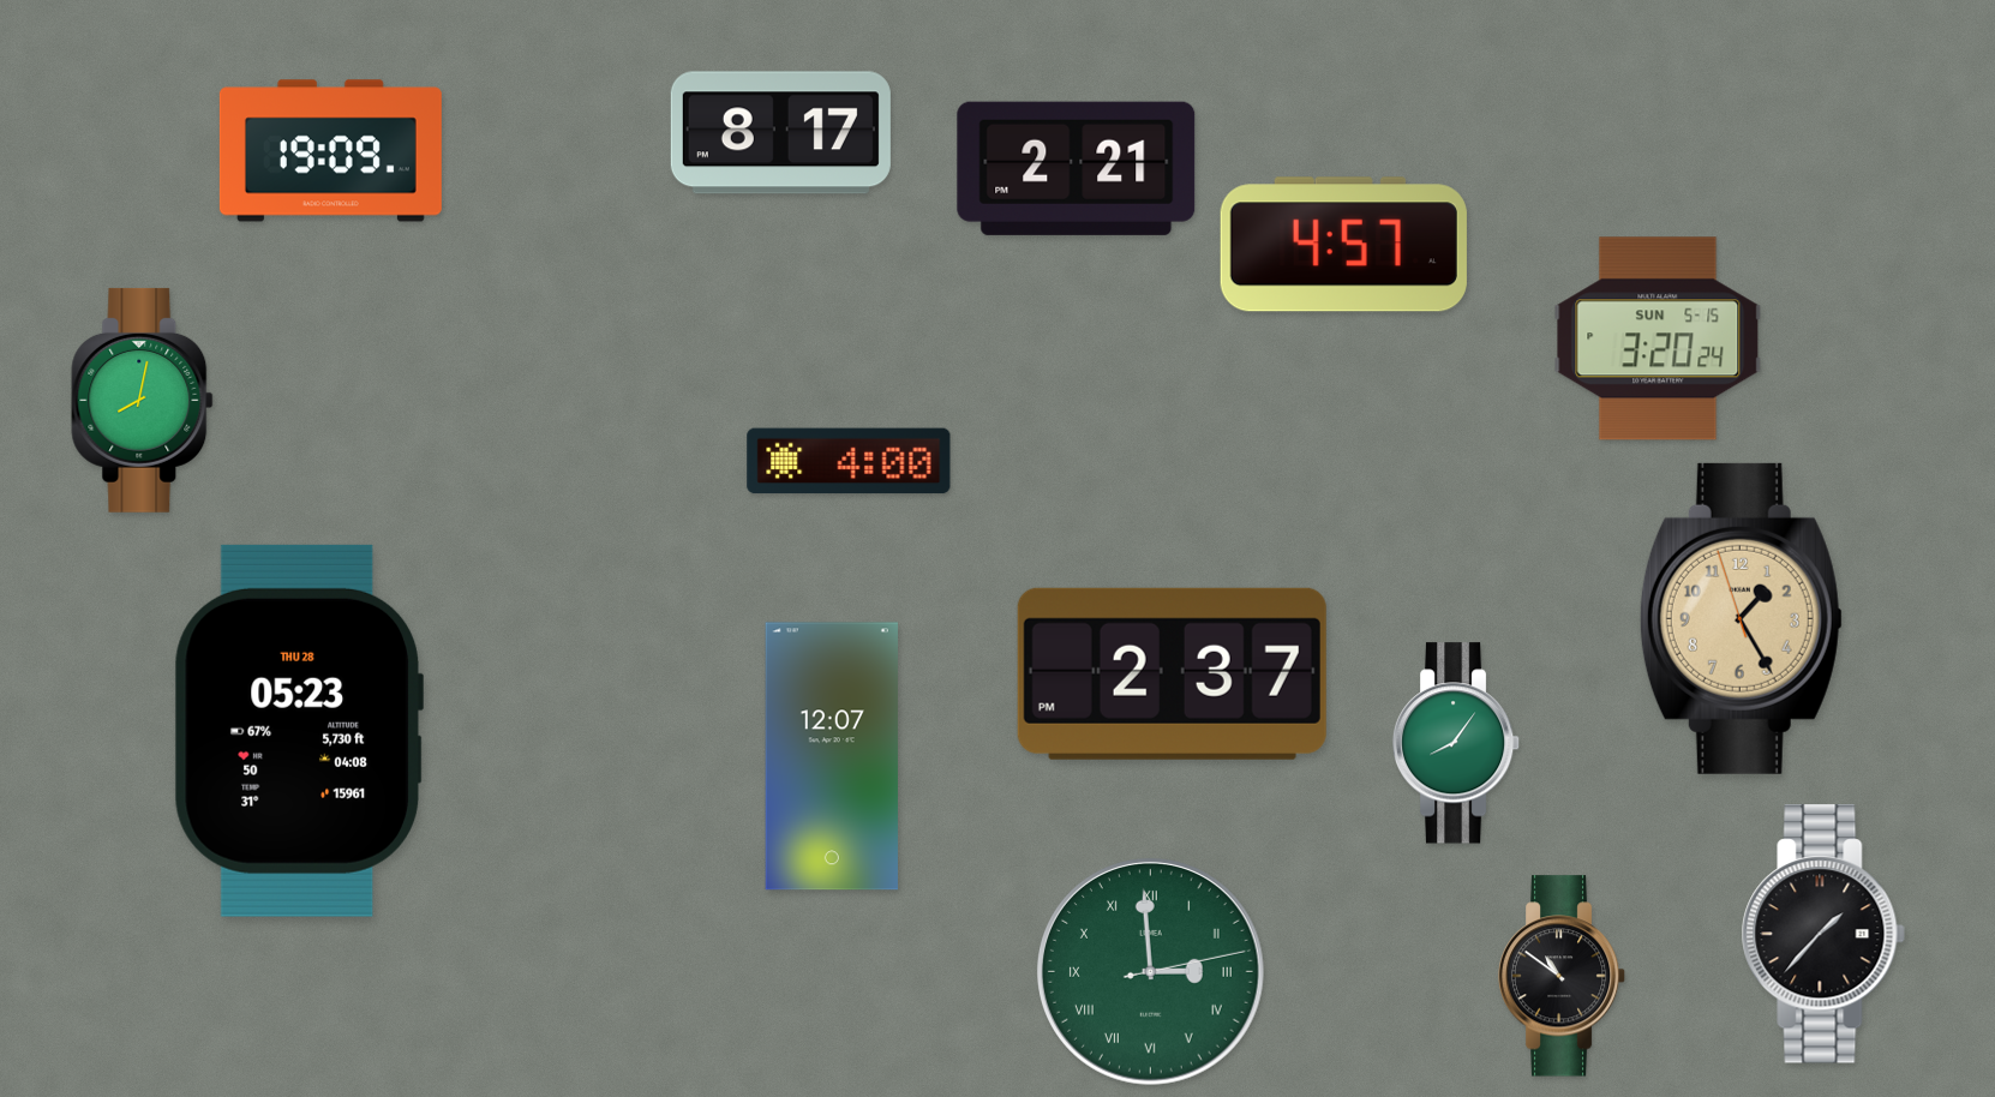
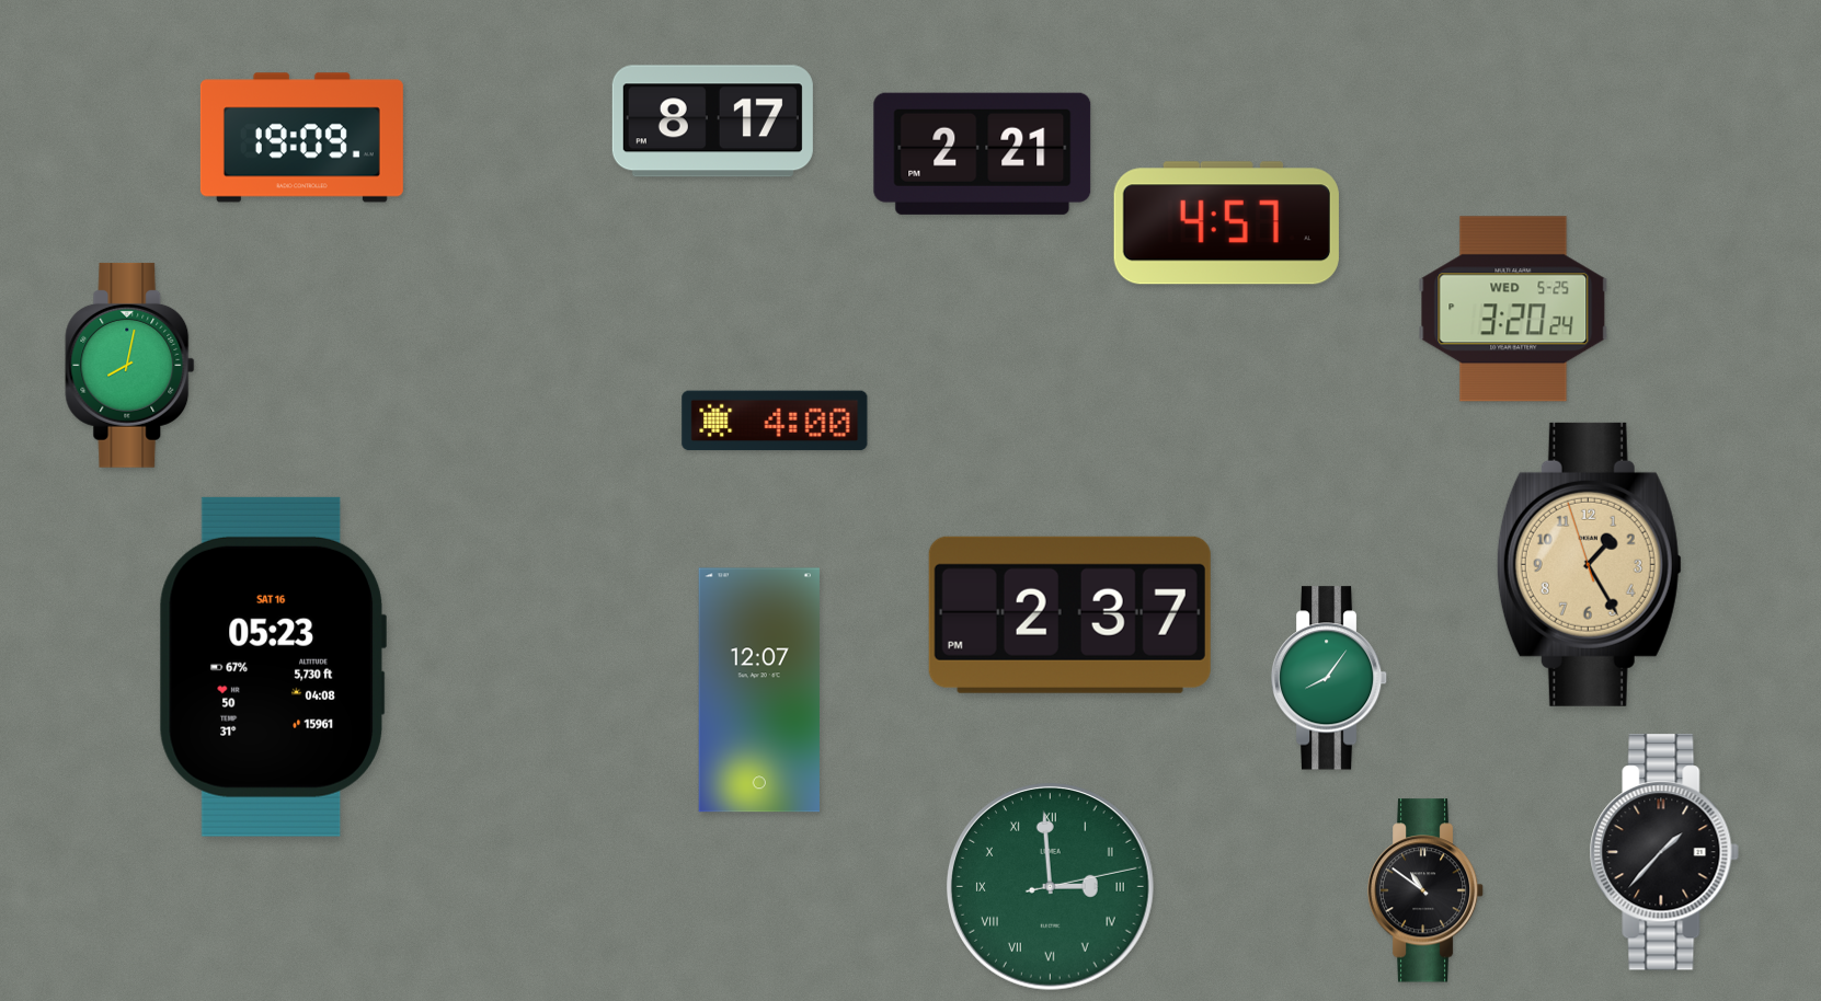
clock at (1658, 338) date: SUN 5-15 -> WED 5-25
clock at (299, 731) date: THU 28 -> SAT 16
